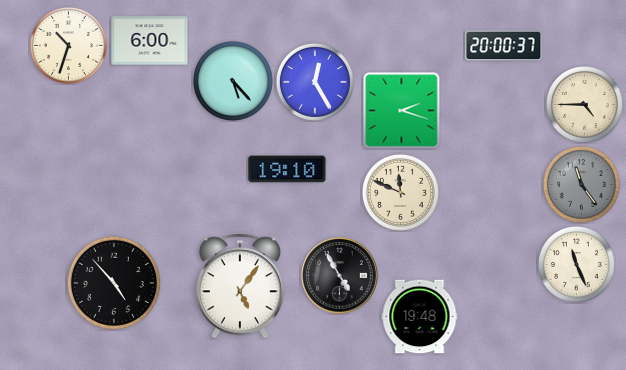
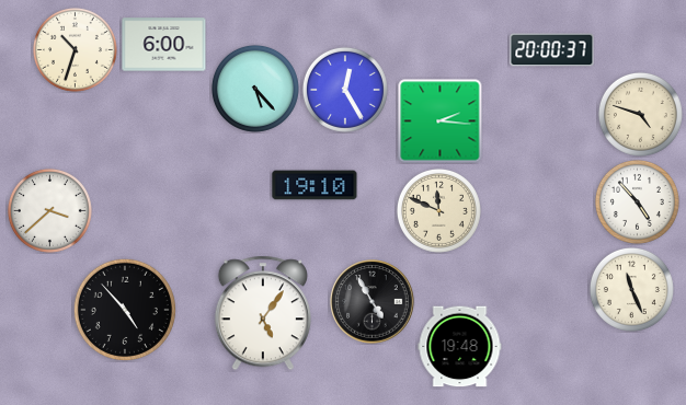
clock at (584, 104): 4:45 -> 4:48
clock at (402, 111): 2:18 -> 2:16
clock at (581, 184): 11:24 -> 4:53
clock at (581, 184) dial: grey -> white
clock at (49, 210): none -> 3:38
